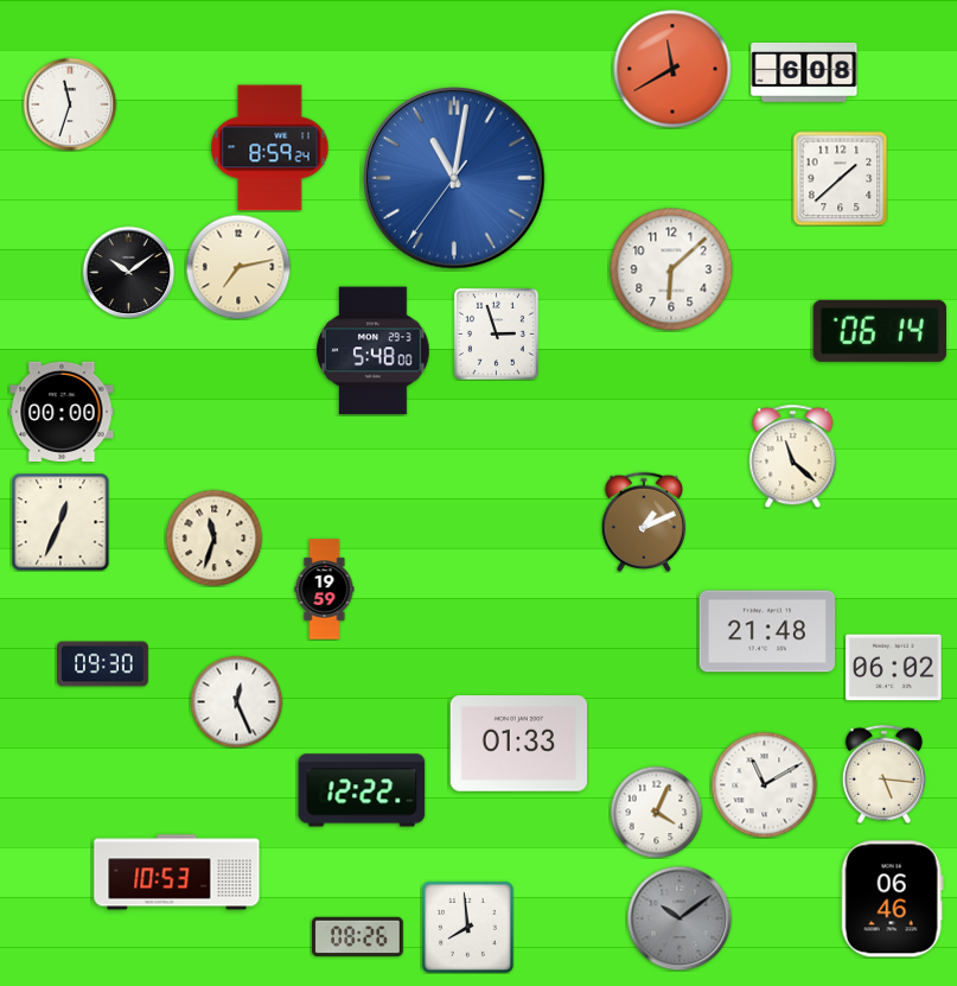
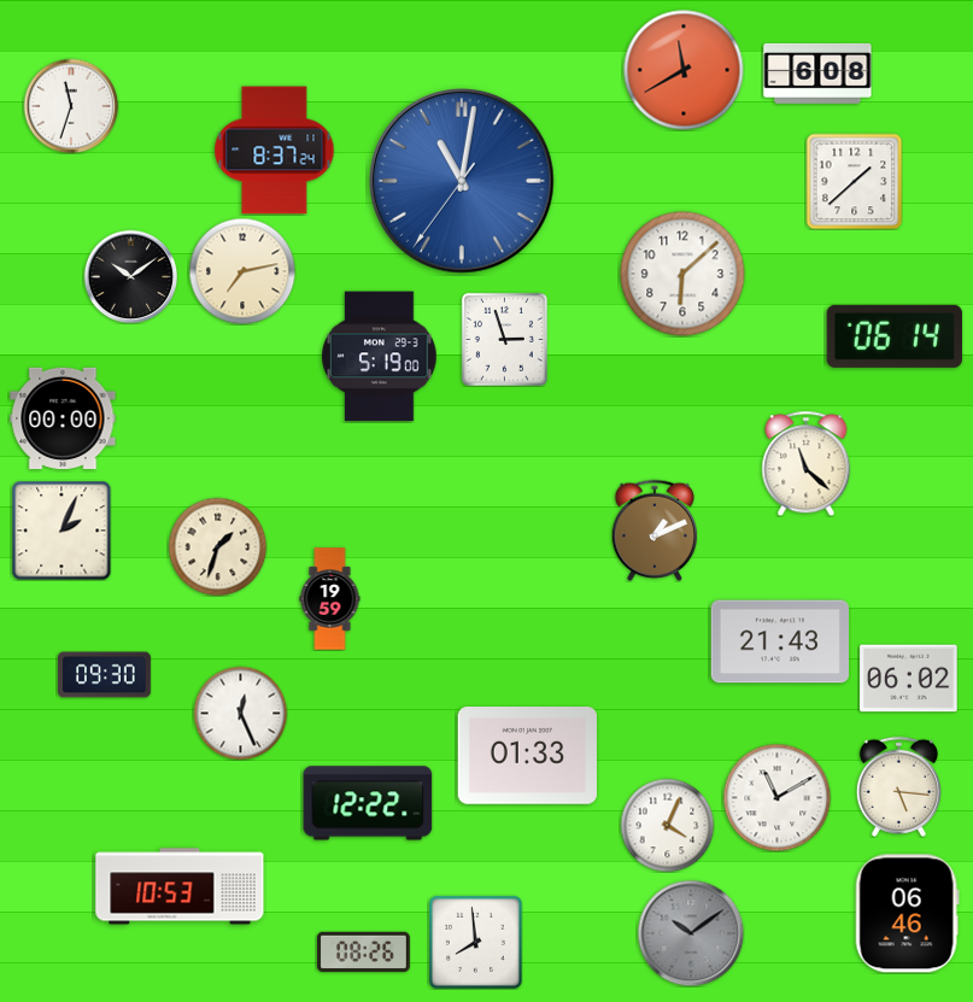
clock at (270, 148): 8:59 -> 8:37
clock at (374, 351): 5:48 -> 5:19
clock at (60, 522): 12:34 -> 2:04
clock at (213, 537): 11:33 -> 1:33
clock at (766, 631): 21:48 -> 21:43
